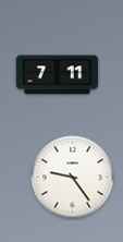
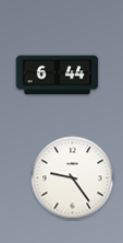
clock at (58, 75): 7:11 -> 6:44
